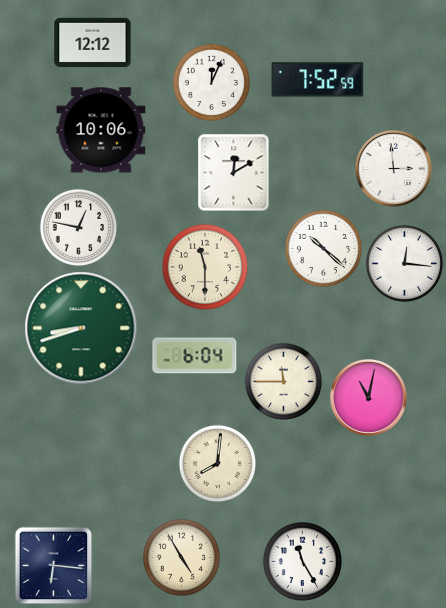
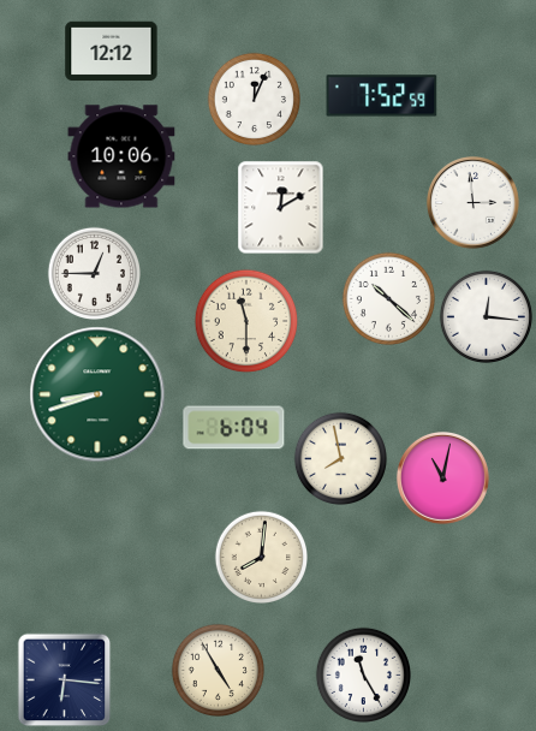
clock at (78, 227): 12:47 -> 12:45
clock at (283, 381): 11:45 -> 7:58
